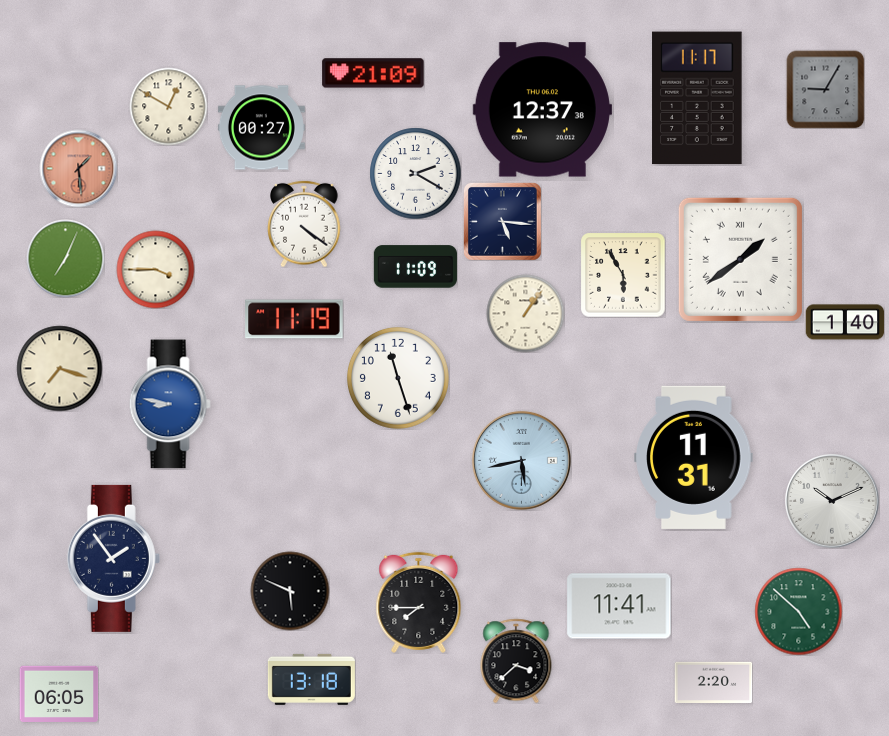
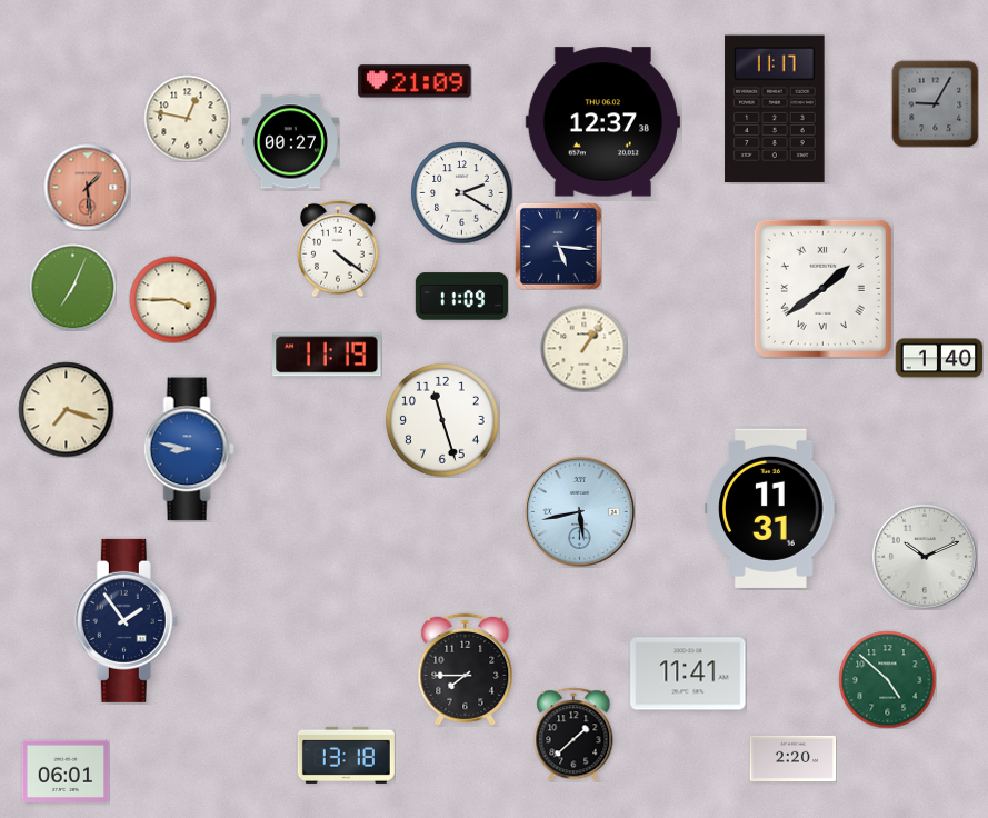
clock at (825, 89) position: (825, 89) -> (935, 103)
clock at (168, 106): 12:50 -> 12:47
clock at (623, 275): 5:55 -> none
clock at (290, 591): 5:49 -> none
clock at (516, 661): 3:38 -> 1:38
clock at (59, 693): 06:05 -> 06:01
